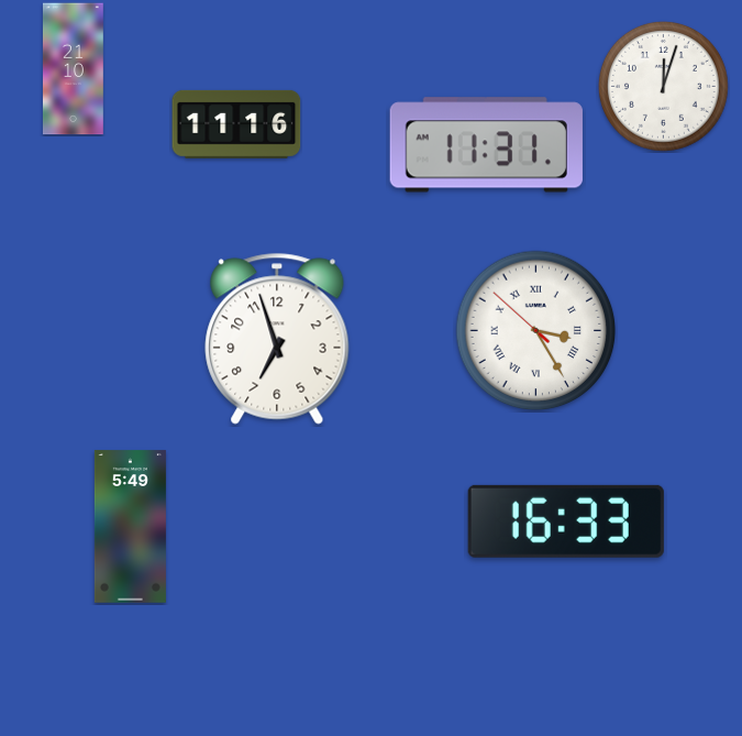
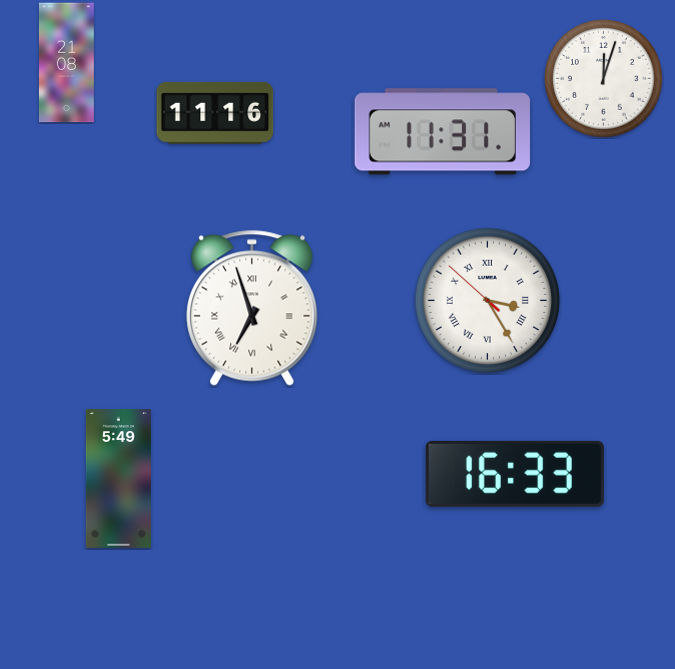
clock at (73, 69): 21:10 -> 21:08
clock at (277, 339) numerals: Arabic -> Roman
